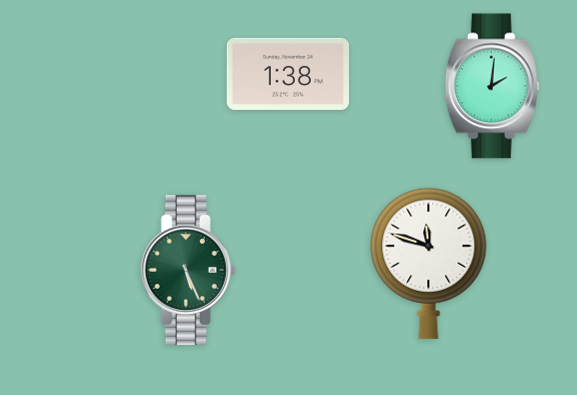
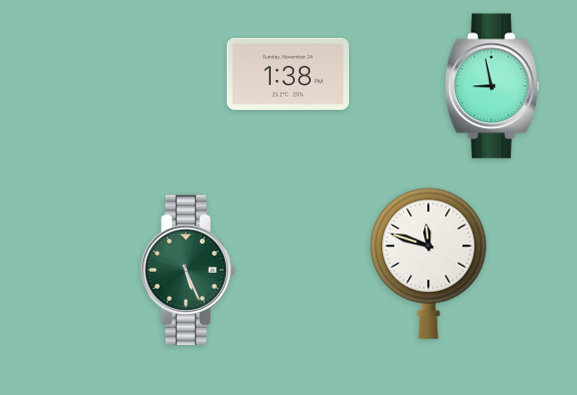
clock at (492, 86): 2:01 -> 8:58
